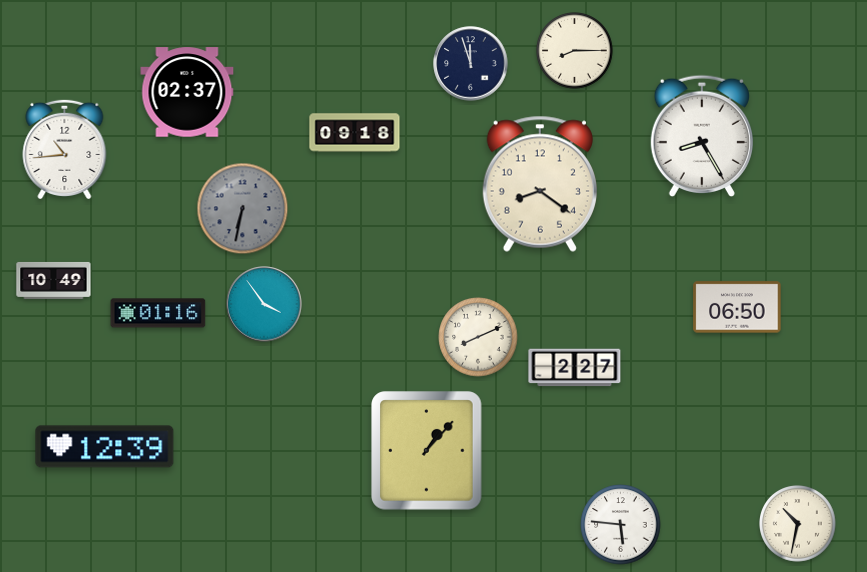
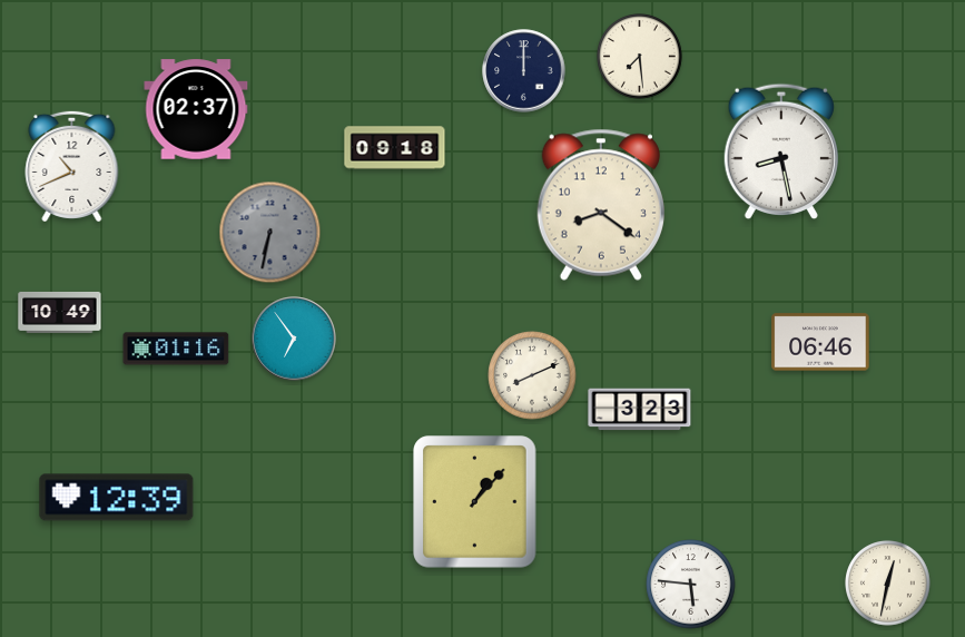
clock at (575, 51): 8:15 -> 7:29
clock at (471, 64): 11:57 -> 12:00
clock at (187, 92) position: (187, 92) -> (196, 109)
clock at (702, 135): 8:25 -> 8:28
clock at (65, 148): 10:44 -> 10:41
clock at (264, 304): 3:54 -> 6:54
clock at (737, 307): 06:50 -> 06:46
clock at (575, 368): 2:27 -> 3:23
clock at (798, 524): 10:32 -> 12:32
